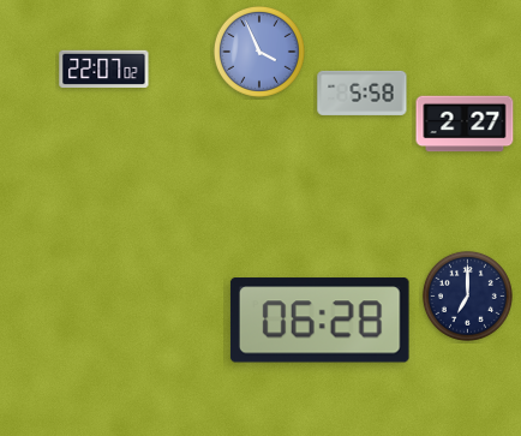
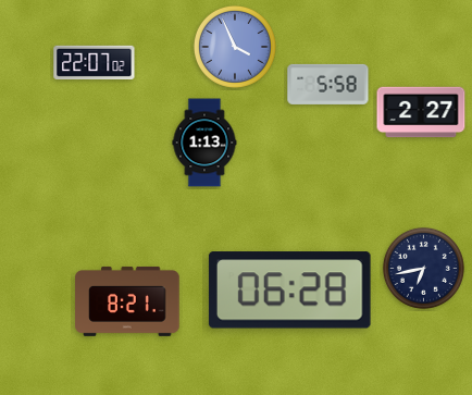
clock at (204, 143): none -> 1:13
clock at (467, 295): 7:00 -> 6:43
clock at (127, 301): none -> 8:21
